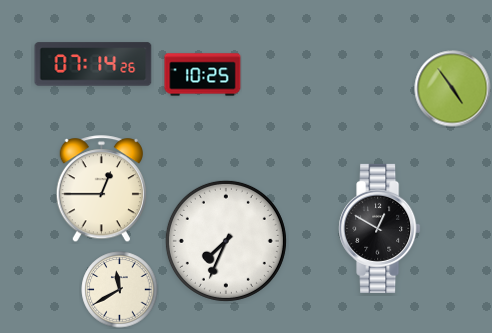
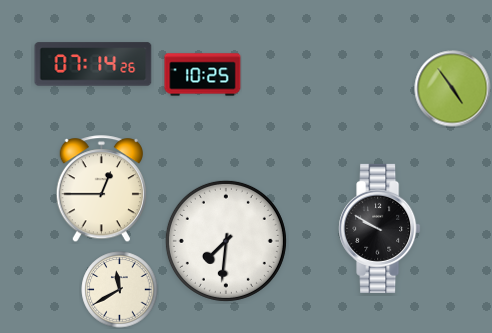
clock at (380, 228): 12:50 -> 9:50
clock at (226, 241): 7:34 -> 7:31
